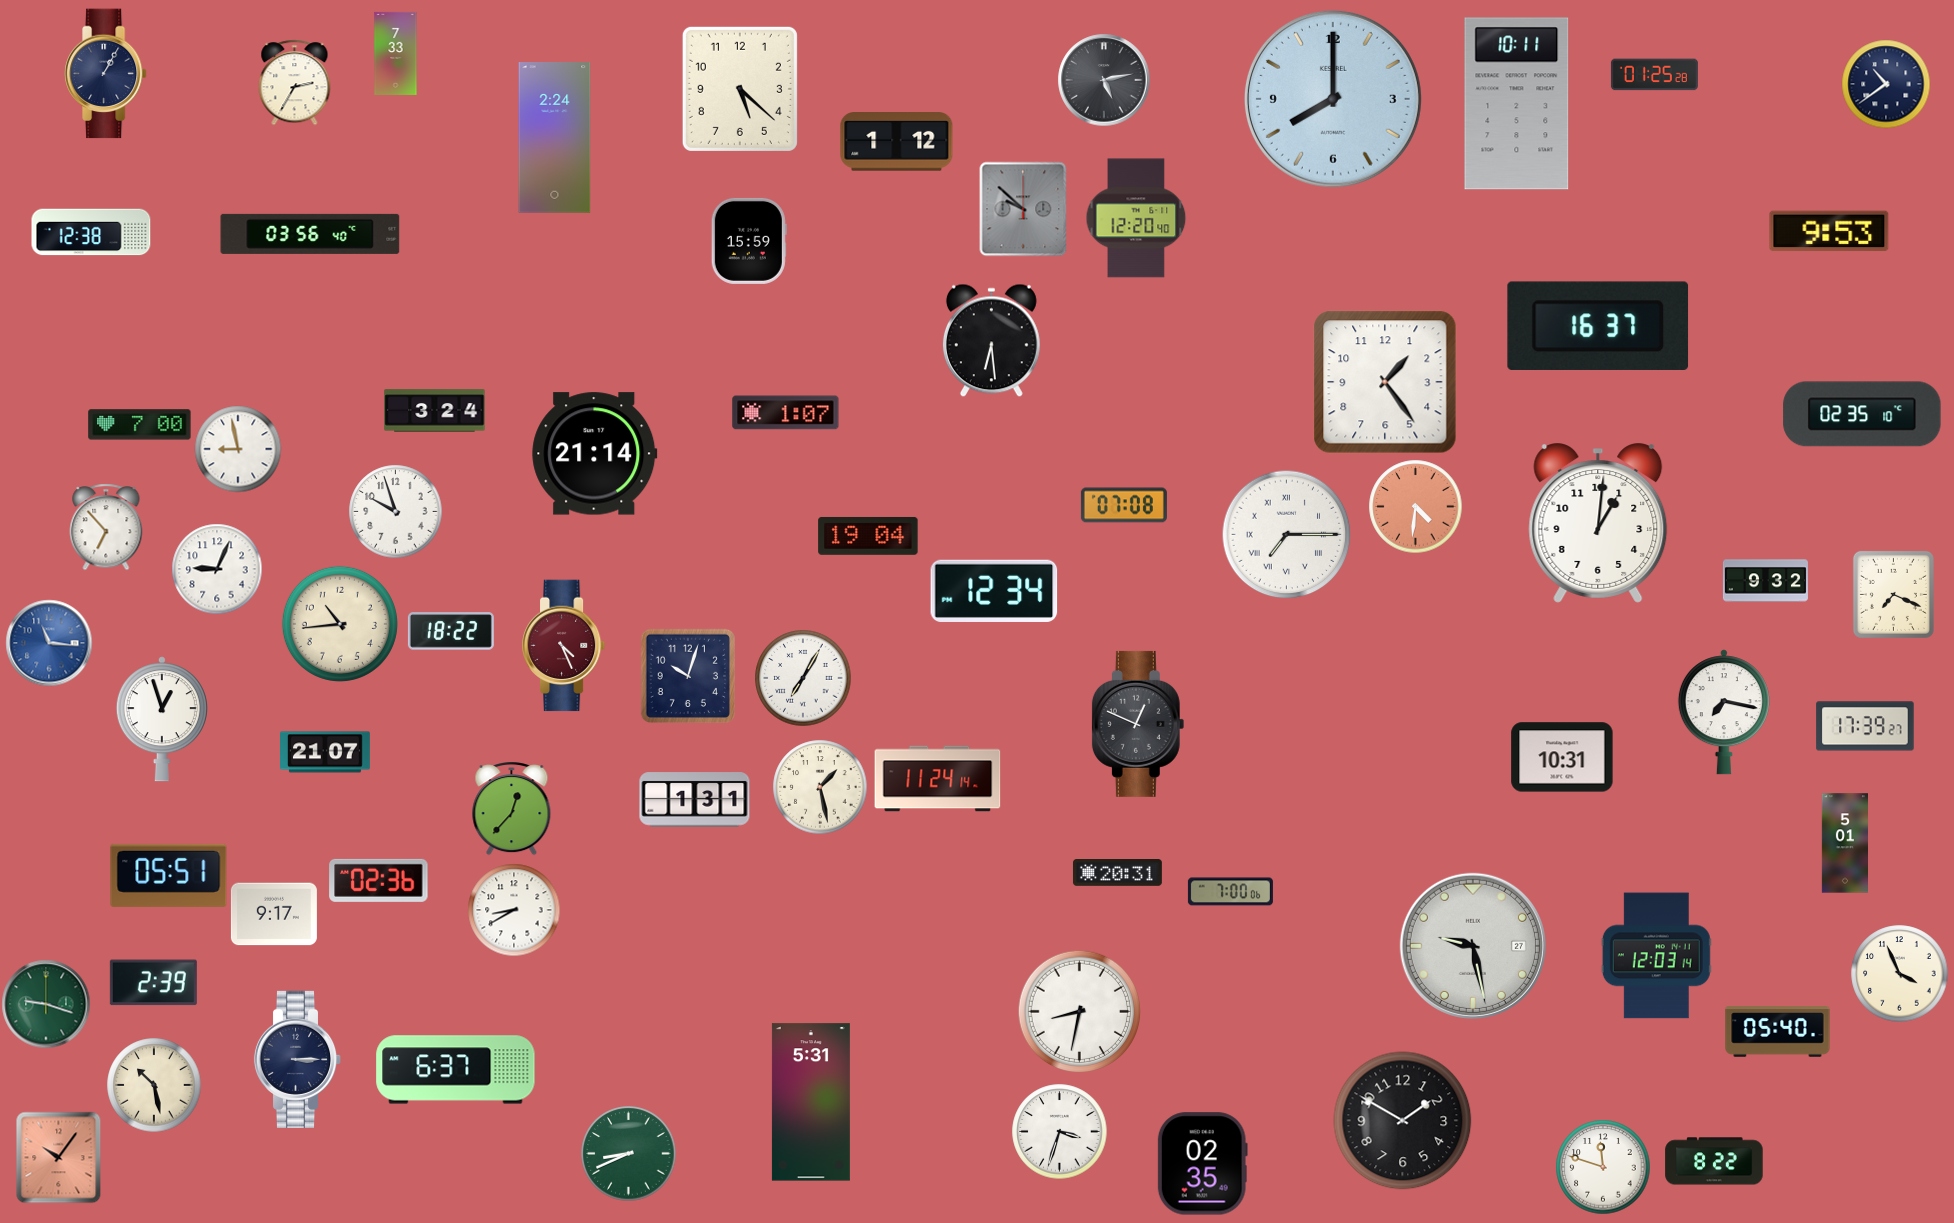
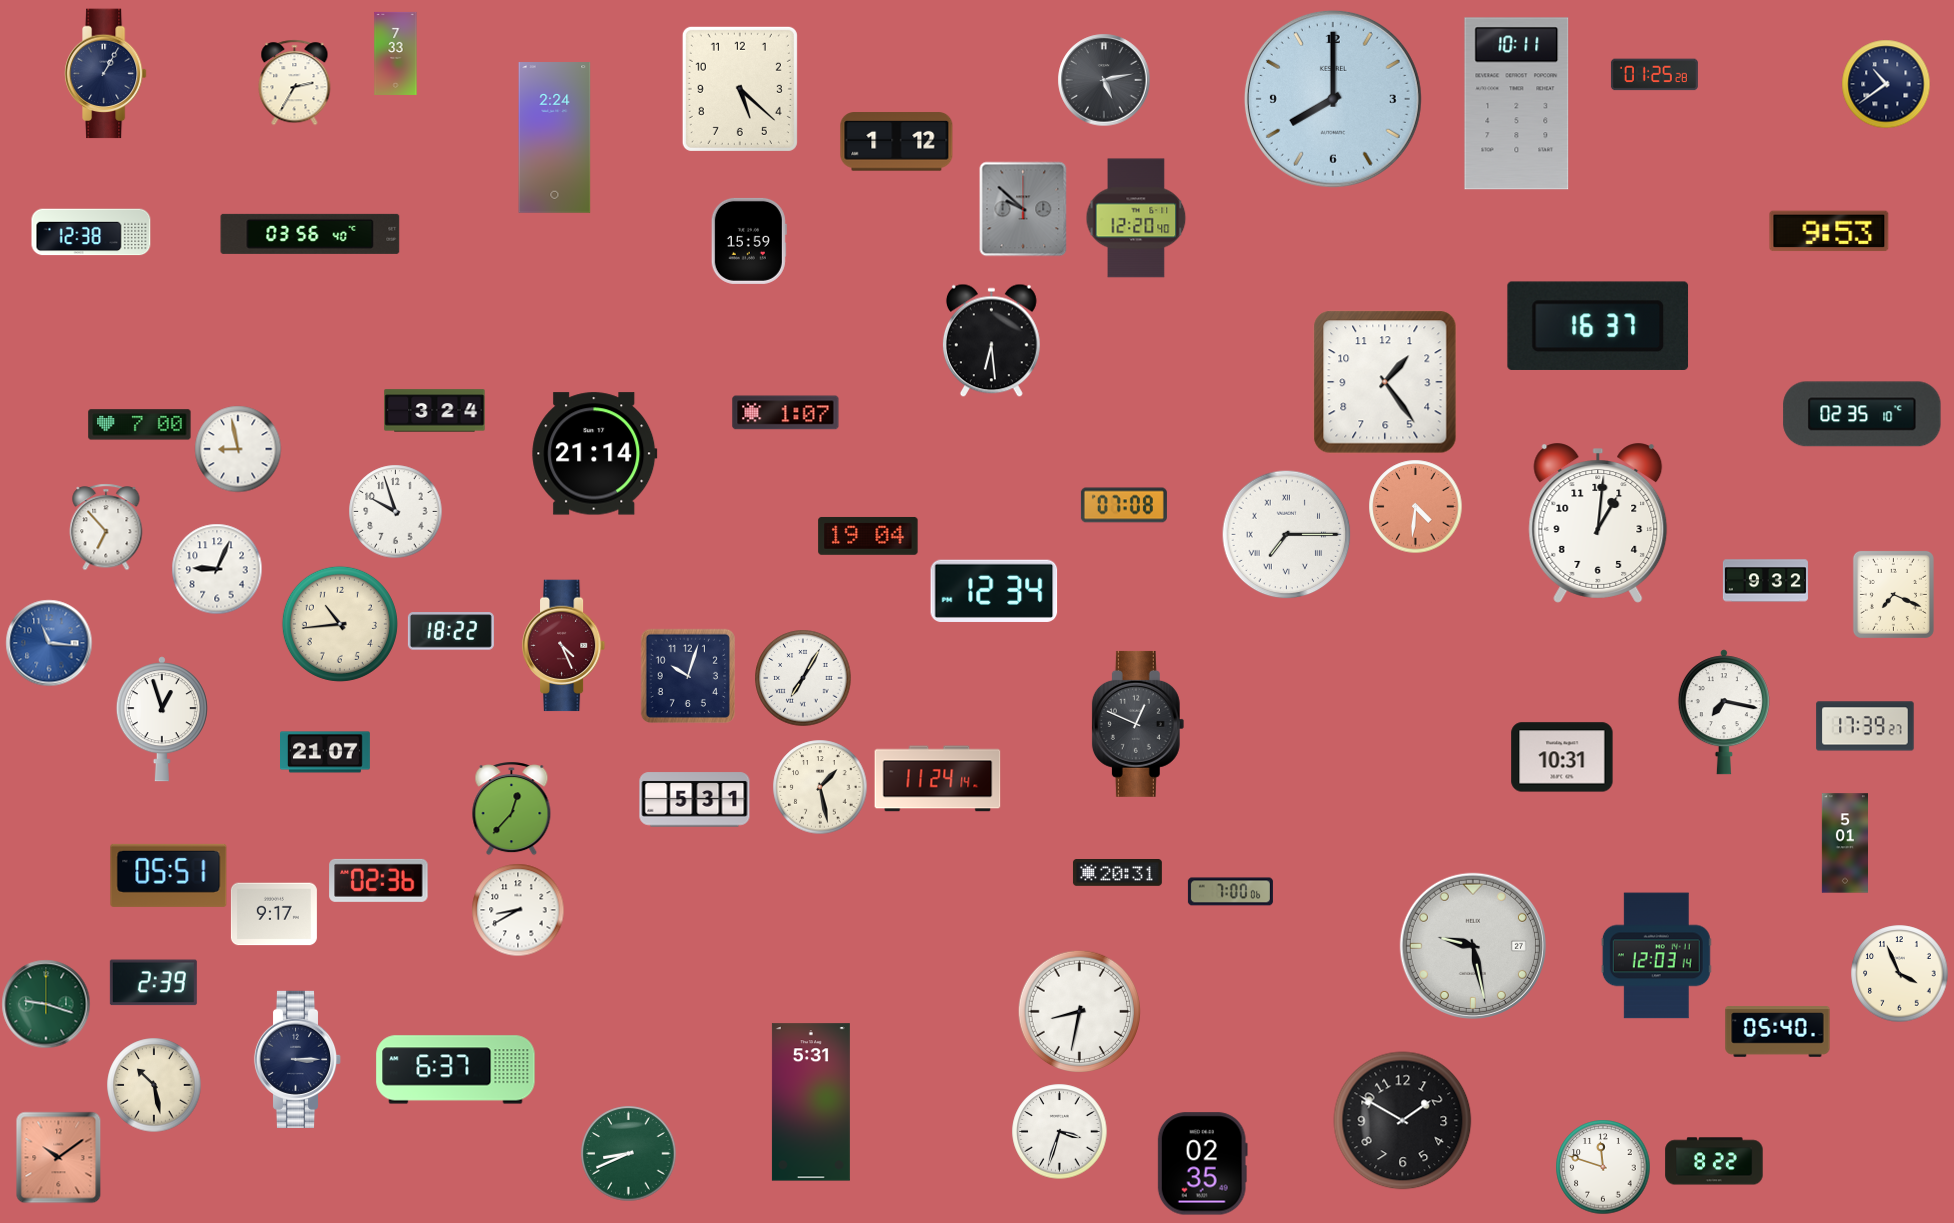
clock at (695, 800): 1:31 -> 5:31
clock at (514, 910) position: (514, 910) -> (518, 910)
clock at (59, 1157): 10:06 -> 10:09
